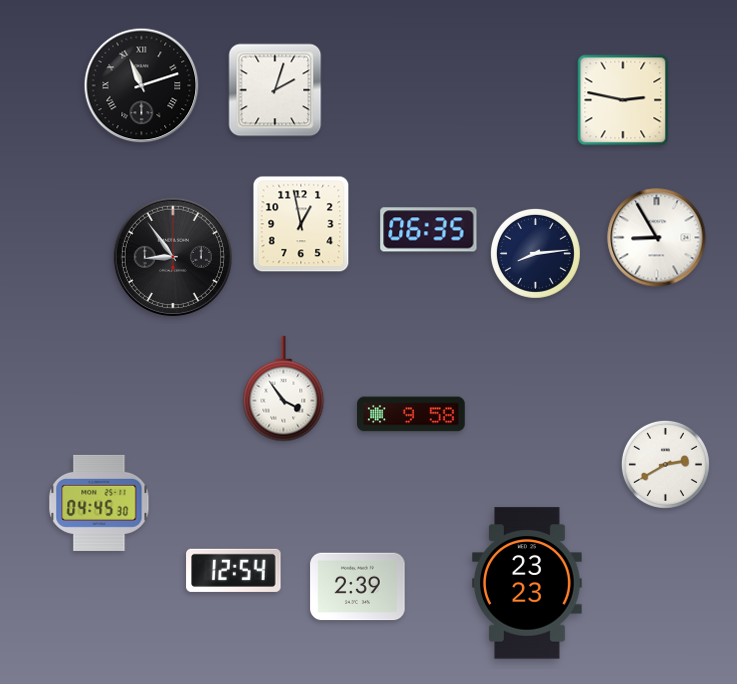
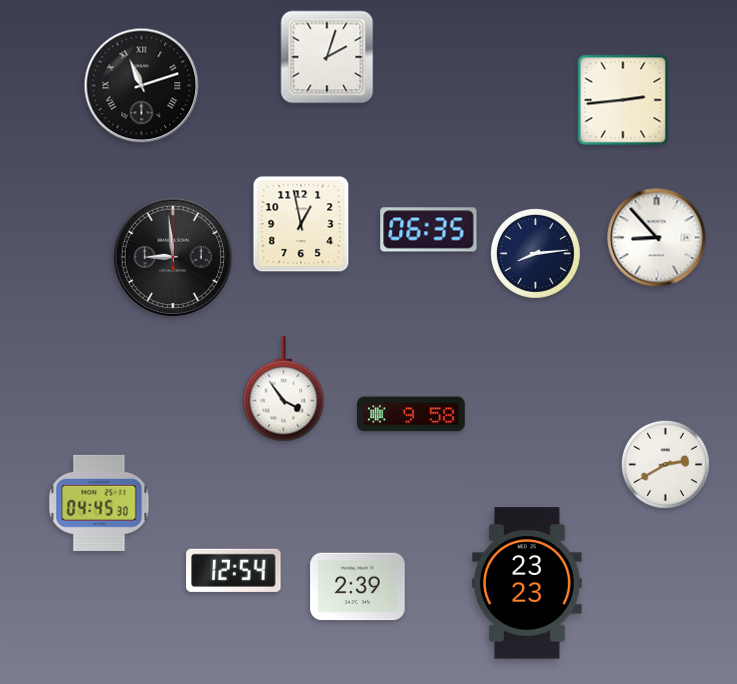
clock at (275, 90) position: (275, 90) -> (327, 57)
clock at (623, 100): 2:47 -> 2:44
clock at (657, 238): 8:55 -> 8:53
clock at (172, 256): 8:54 -> 8:59
